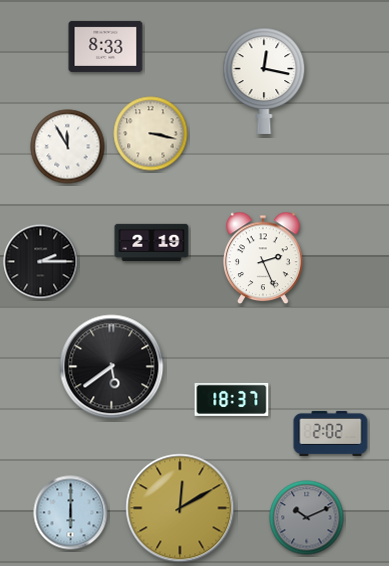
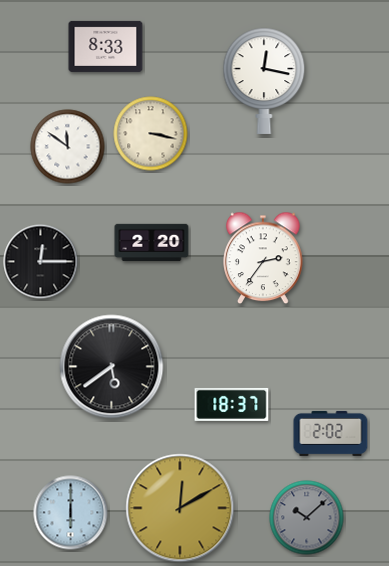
clock at (68, 147): 11:55 -> 11:51
clock at (152, 243): 2:19 -> 2:20
clock at (263, 258): 2:26 -> 2:36
clock at (41, 262): 2:15 -> 12:15
clock at (232, 399) position: (232, 399) -> (232, 404)
clock at (307, 518): 10:11 -> 10:08
